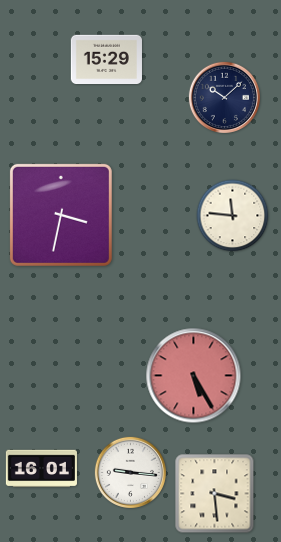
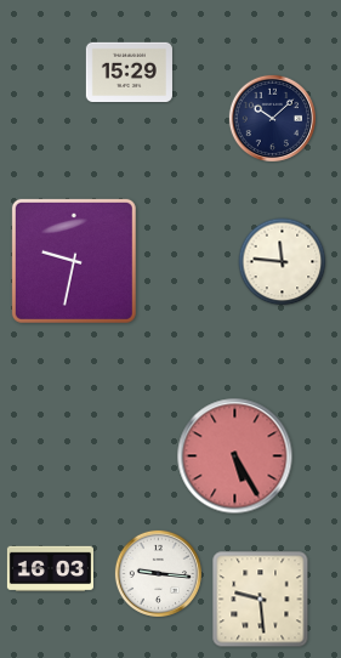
clock at (61, 215): 3:32 -> 9:32
clock at (41, 469): 16:01 -> 16:03
clock at (215, 494): 3:29 -> 9:29
